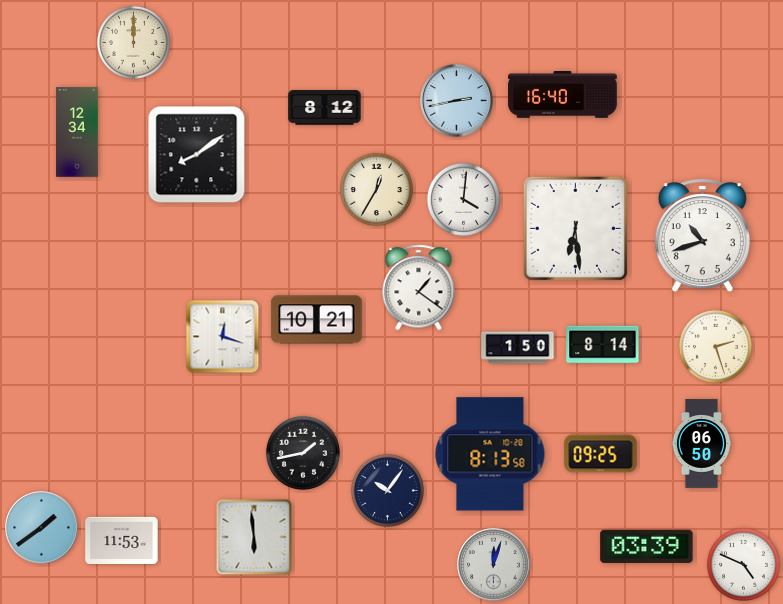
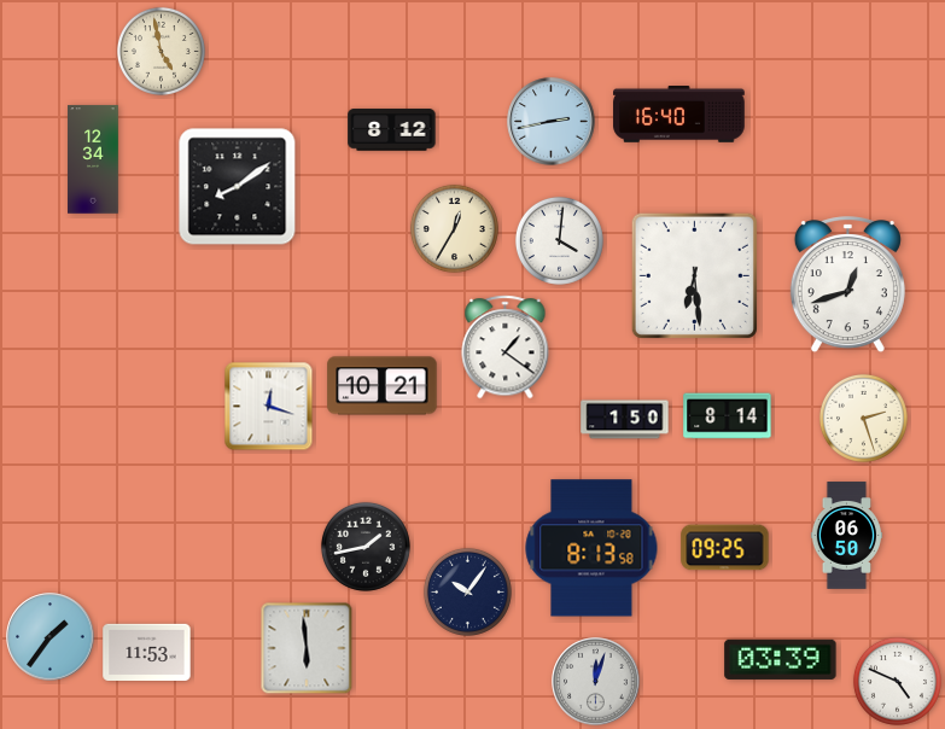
clock at (133, 42): 12:00 -> 4:58
clock at (702, 236): 10:42 -> 12:42
clock at (42, 528): 1:39 -> 1:36
